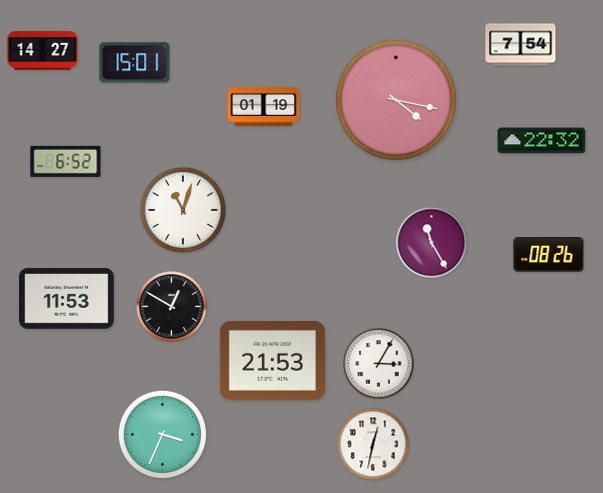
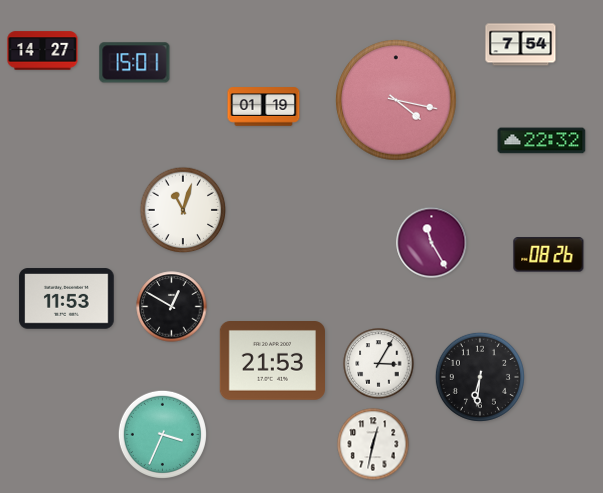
clock at (66, 161): 6:52 -> none
clock at (480, 377): none -> 6:31
